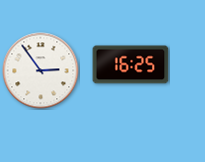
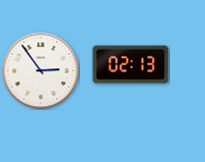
clock at (131, 65): 16:25 -> 02:13
